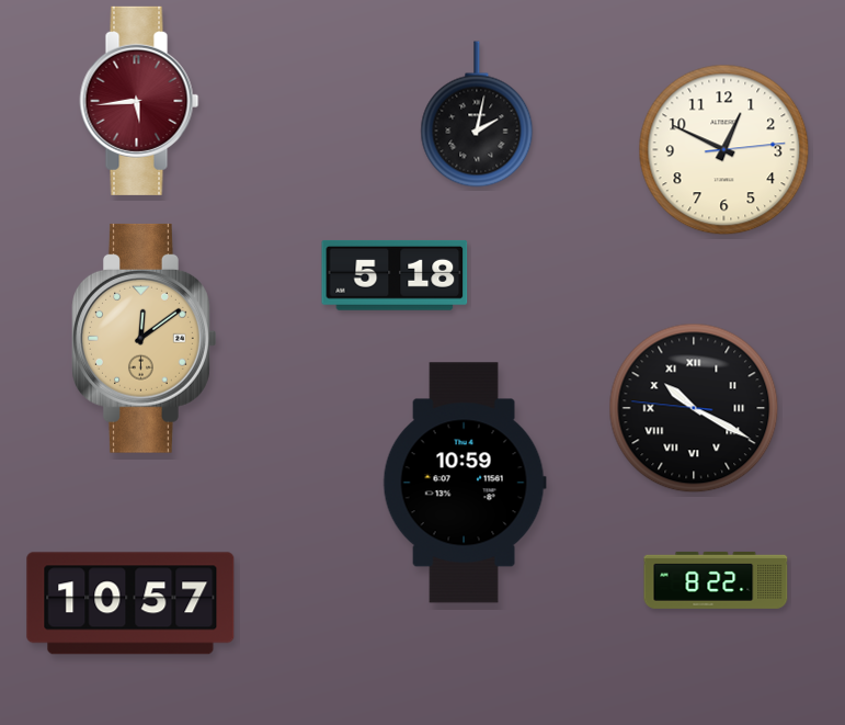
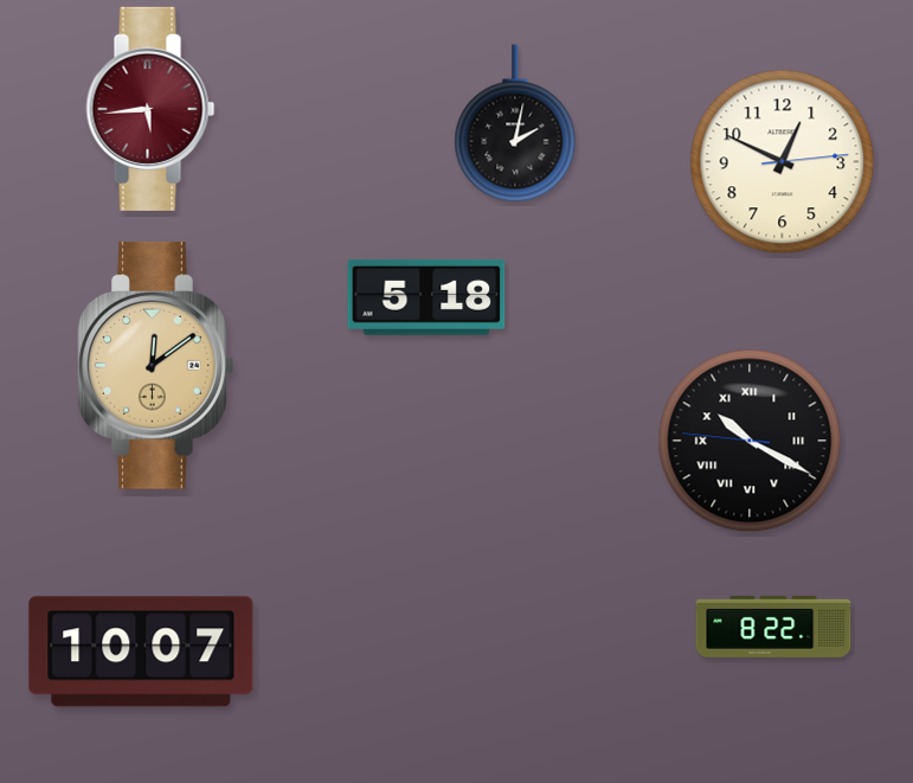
clock at (465, 483): 10:59 -> none
clock at (130, 603): 10:57 -> 10:07
